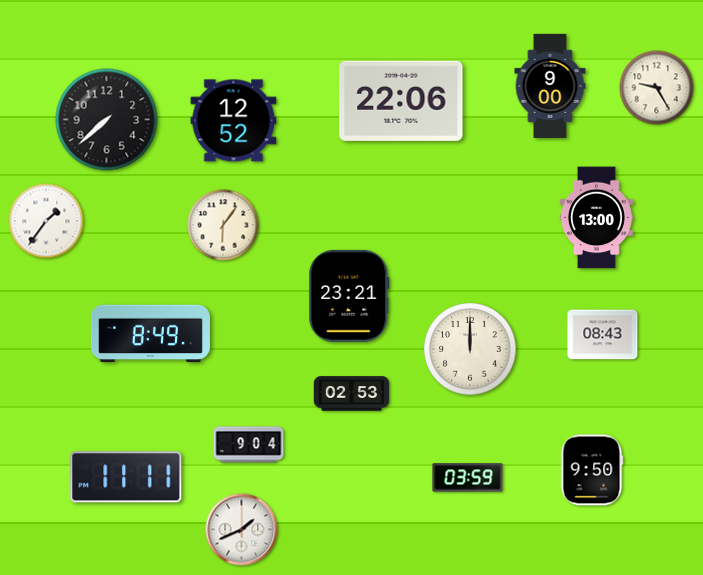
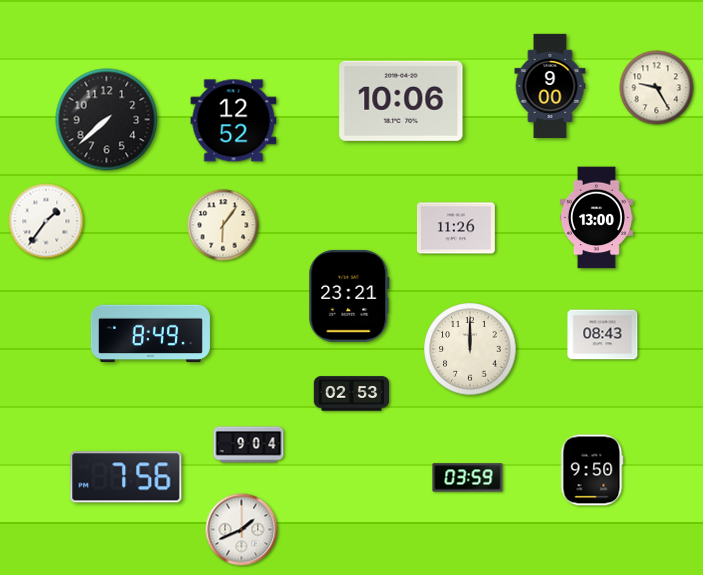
clock at (401, 101): 22:06 -> 10:06
clock at (456, 228): none -> 11:26
clock at (126, 477): 11:11 -> 7:56
